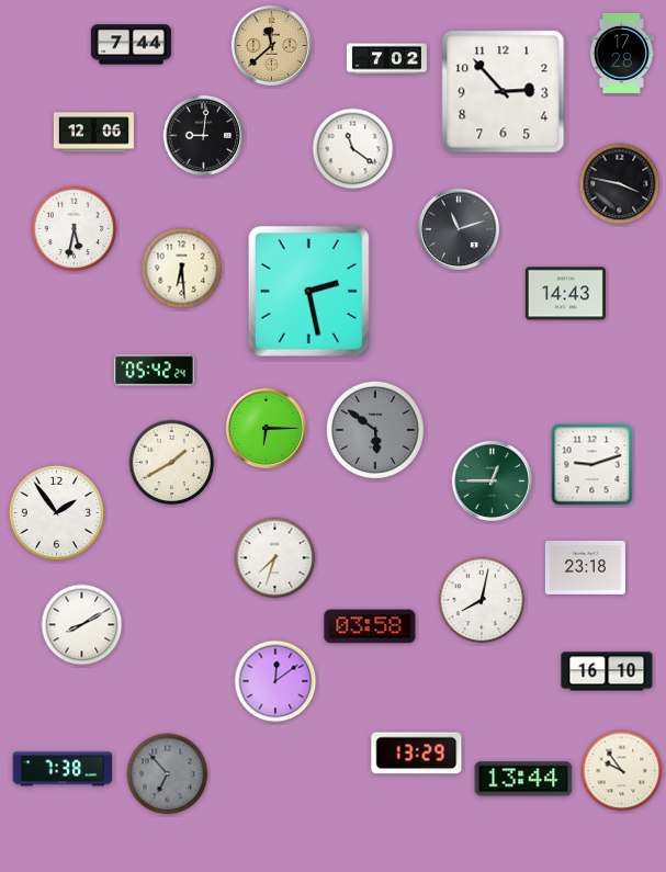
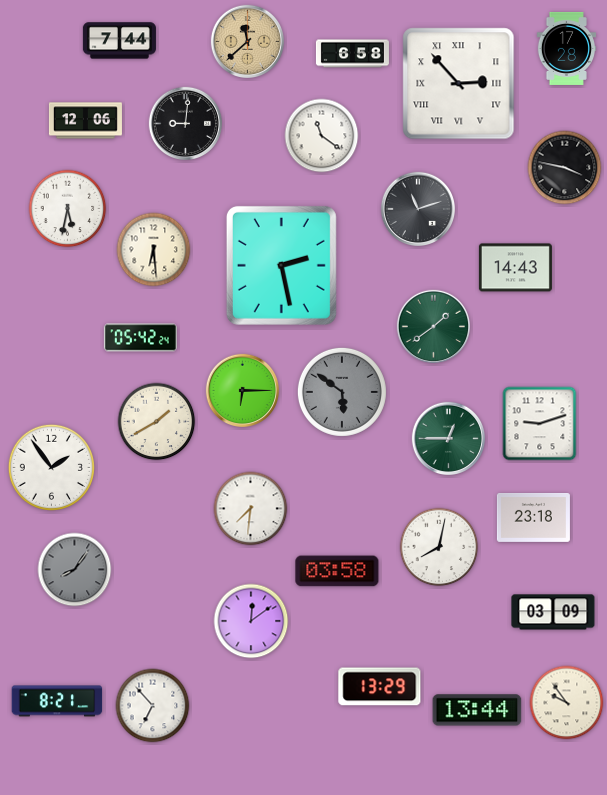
clock at (386, 59): 7:02 -> 6:58
clock at (504, 92) numerals: Arabic -> Roman
clock at (182, 269) position: (182, 269) -> (154, 250)
clock at (433, 326): none -> 1:39
clock at (275, 558): 7:33 -> 7:31
clock at (82, 625): 8:10 -> 8:06
clock at (82, 625) dial: white -> grey
clock at (607, 671): 16:10 -> 03:09
clock at (63, 769): 7:38 -> 8:21
clock at (168, 774) dial: grey -> white
